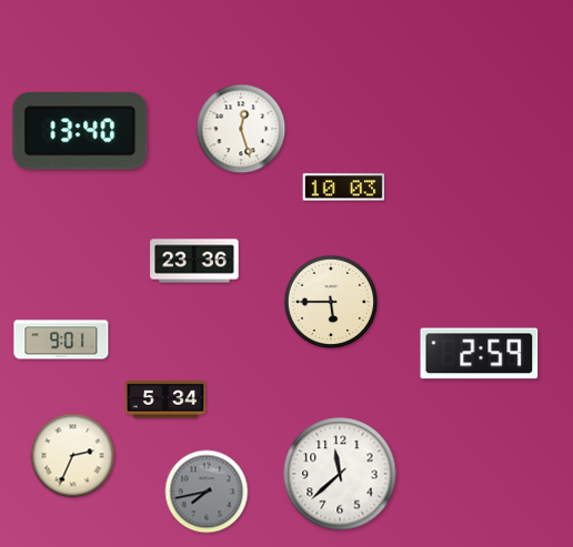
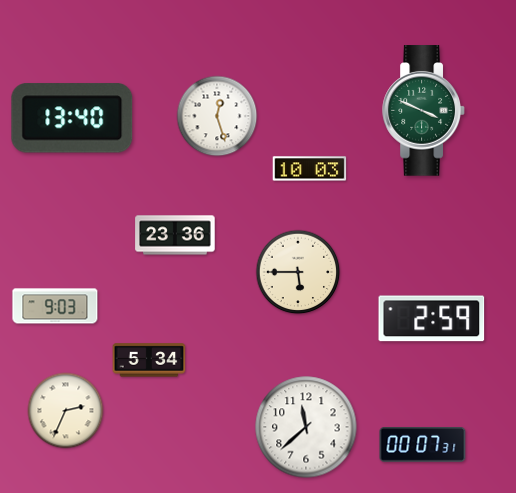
clock at (424, 111): none -> 3:49
clock at (61, 340): 9:01 -> 9:03
clock at (207, 492): 7:43 -> none
clock at (423, 445): none -> 00:07
